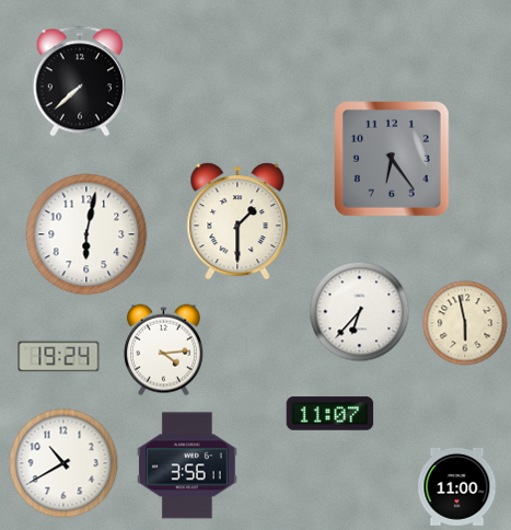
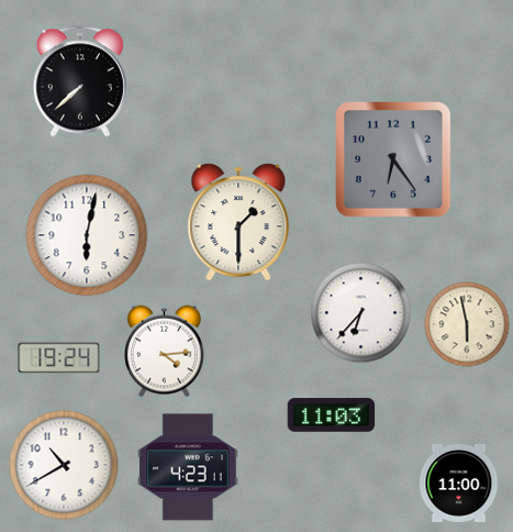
clock at (330, 414): 11:07 -> 11:03
clock at (188, 465): 3:56 -> 4:23
clock at (457, 486) position: (457, 486) -> (459, 483)
